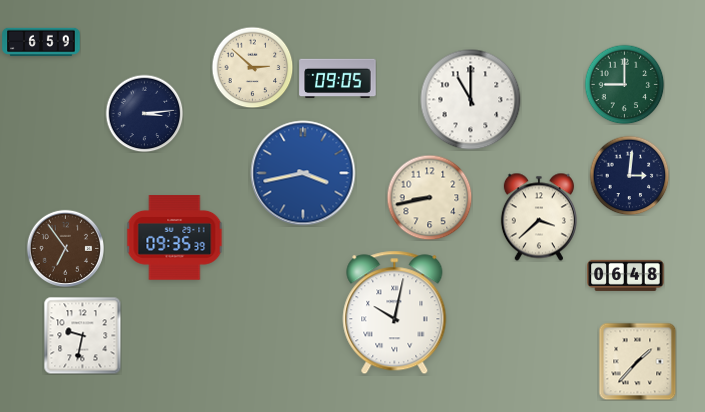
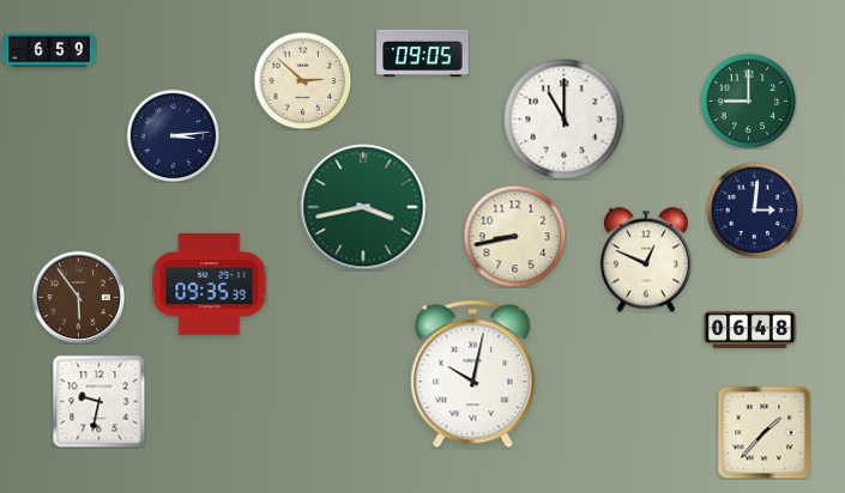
clock at (338, 79) position: (338, 79) -> (423, 54)
clock at (303, 173) dial: blue -> green
clock at (539, 217): 3:38 -> 12:49
clock at (65, 248): 6:54 -> 5:54
